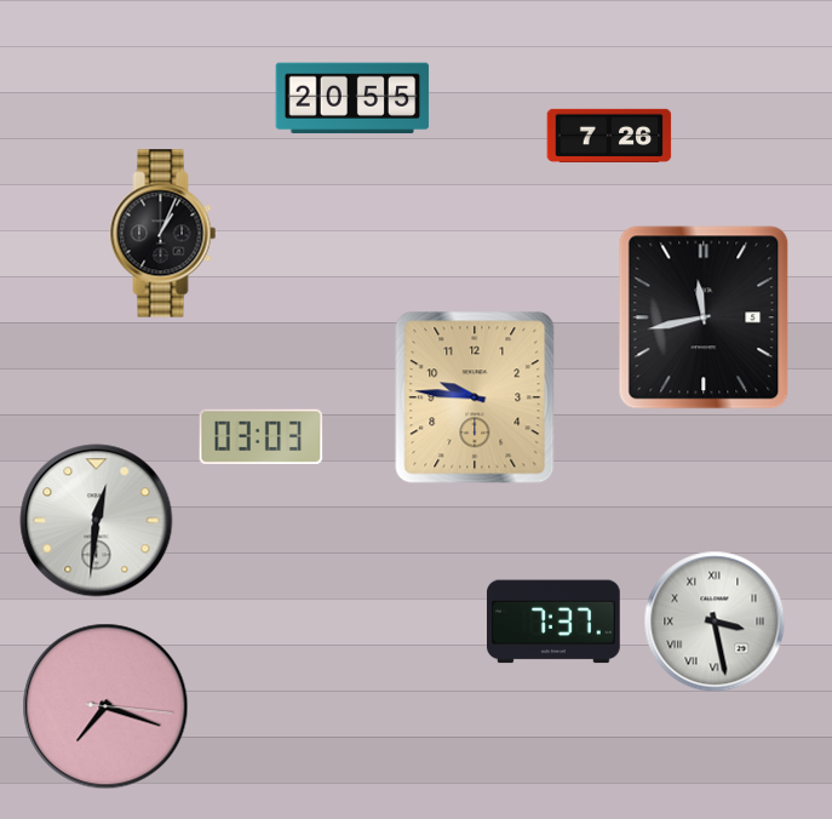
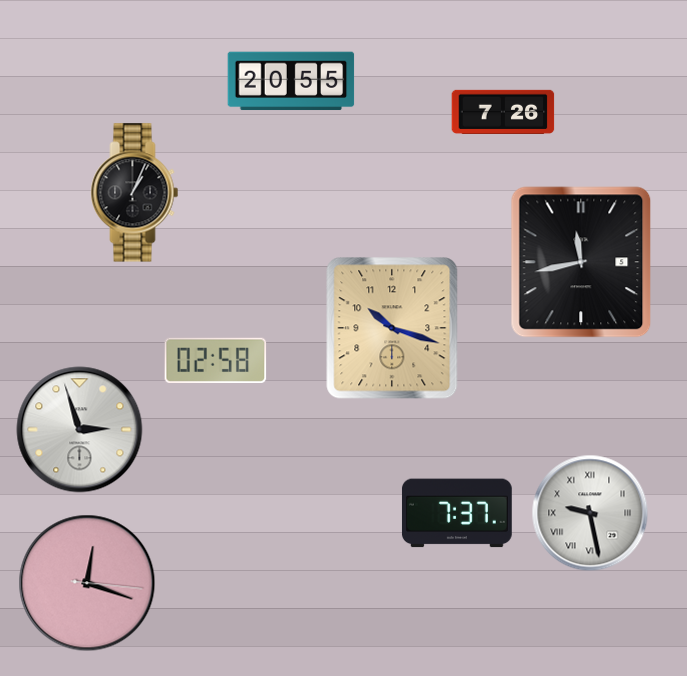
clock at (475, 397): 9:46 -> 10:18
clock at (262, 436): 03:03 -> 02:58
clock at (97, 521): 12:31 -> 2:57
clock at (715, 622): 3:28 -> 9:28
clock at (105, 706): 7:18 -> 12:18
